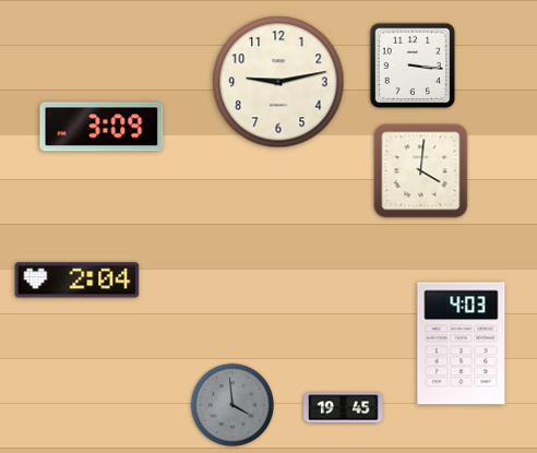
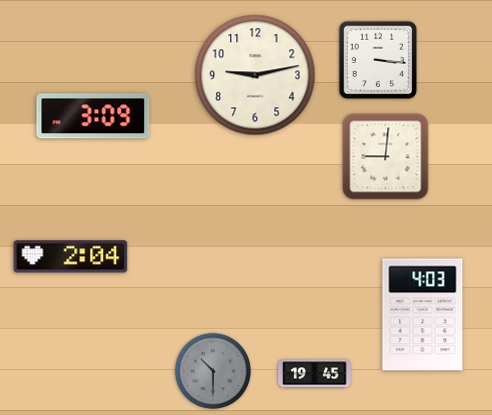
clock at (421, 171): 4:01 -> 9:01
clock at (232, 405): 3:59 -> 10:30
